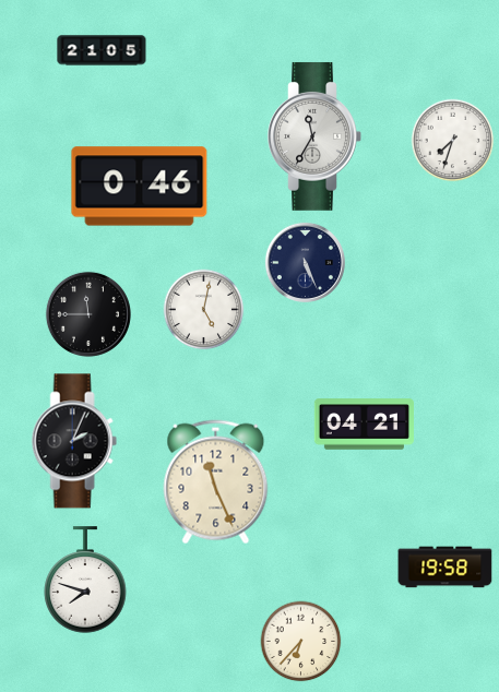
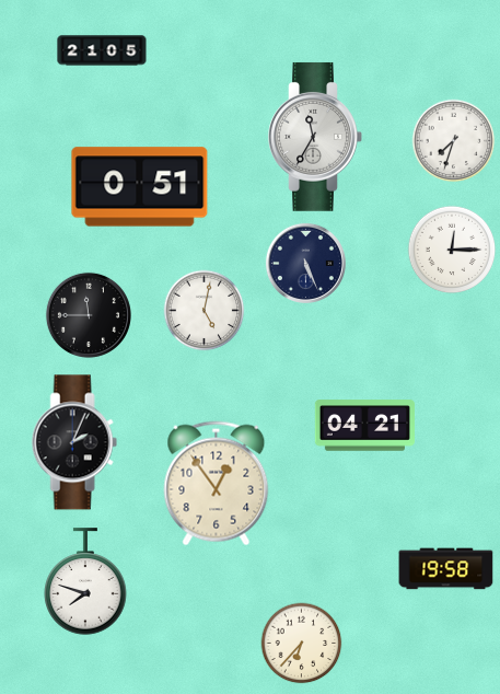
clock at (140, 187): 0:46 -> 0:51
clock at (452, 250): none -> 12:15
clock at (216, 482): 11:26 -> 12:54
